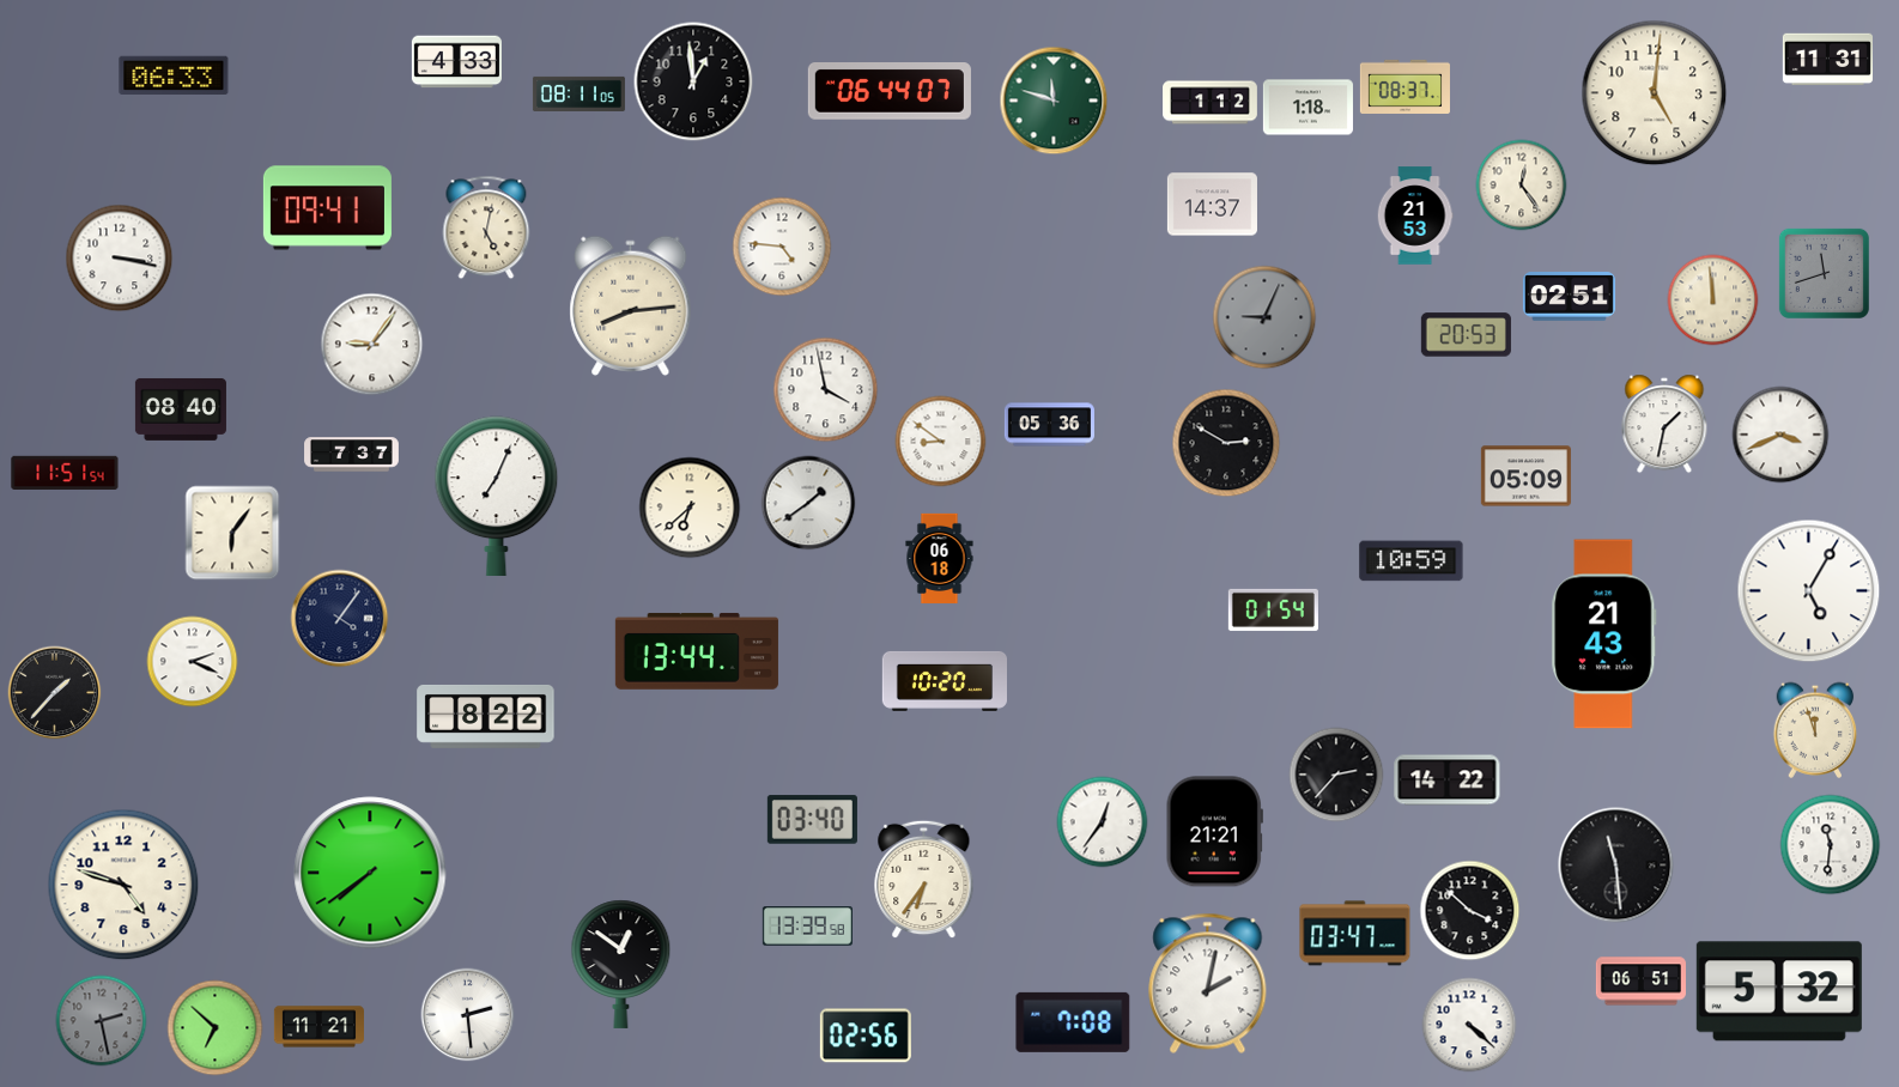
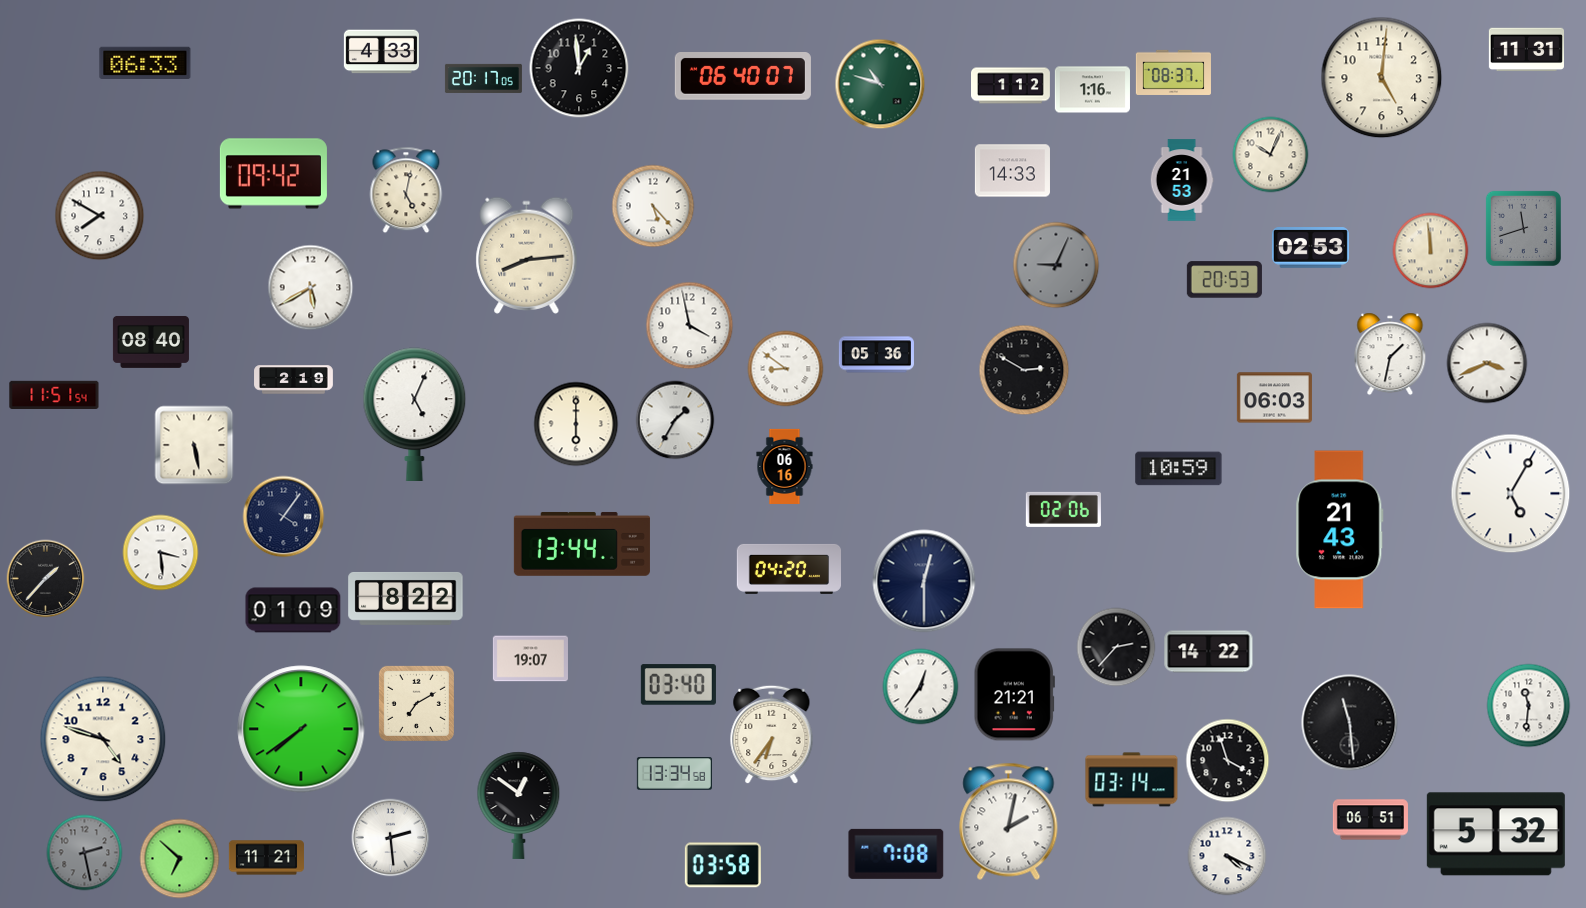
clock at (890, 92): 06:44 -> 06:40
clock at (578, 93): 08:11 -> 20:17
clock at (1054, 101): 11:48 -> 10:48
clock at (1308, 108): 1:18 -> 1:16
clock at (1522, 186): 12:24 -> 10:04
clock at (1212, 205): 14:37 -> 14:33
clock at (327, 208): 09:41 -> 09:42
clock at (782, 247): 4:46 -> 5:23
clock at (120, 259): 3:17 -> 7:50
clock at (1569, 297): 02:51 -> 02:53
clock at (372, 345): 9:06 -> 5:40
clock at (352, 455): 7:37 -> 2:19
clock at (1525, 476): 05:09 -> 06:03
clock at (497, 496): 7:04 -> 5:04
clock at (808, 503): 1:39 -> 1:35
clock at (690, 508): 6:38 -> 6:00
clock at (232, 533): 6:06 -> 5:28
clock at (940, 558): 06:18 -> 06:16
clock at (1273, 609): 01:54 -> 02:06
clock at (193, 662): 2:19 -> 3:29
clock at (944, 681): 10:20 -> 04:20
clock at (924, 581): none -> 12:30
clock at (293, 610): none -> 01:09
clock at (1815, 730): 11:57 -> none
clock at (530, 659): none -> 19:07
clock at (416, 703): none -> 7:10
clock at (370, 873) position: (370, 873) -> (301, 729)
clock at (1470, 911): 3:52 -> 3:57
clock at (807, 927): 13:39 -> 13:34
clock at (1355, 934): 03:47 -> 03:14
clock at (1779, 991) position: (1779, 991) -> (1496, 834)
clock at (468, 1015) position: (468, 1015) -> (391, 838)
clock at (1469, 1025): 4:22 -> 4:19
clock at (866, 1036): 02:56 -> 03:58
